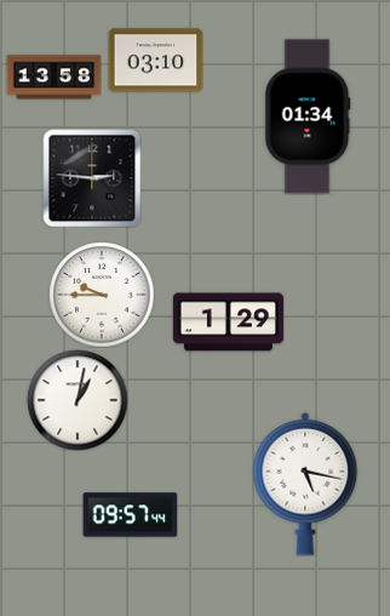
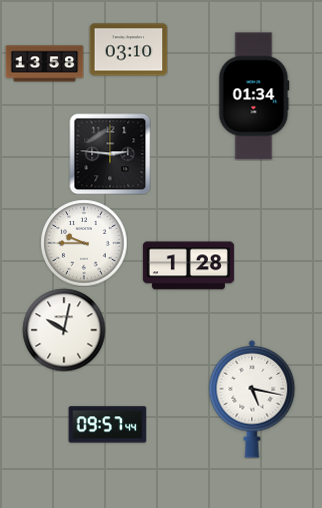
clock at (92, 178) position: (92, 178) -> (110, 154)
clock at (228, 323): 1:29 -> 1:28
clock at (78, 400): 1:02 -> 10:02
